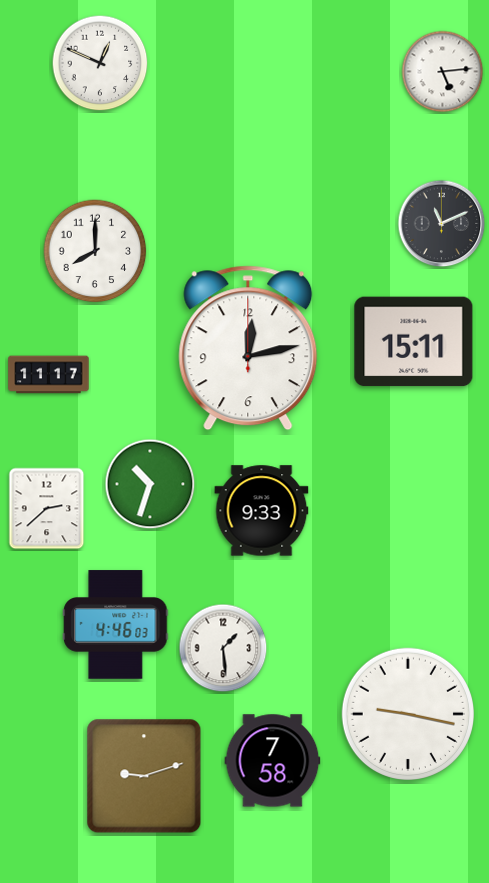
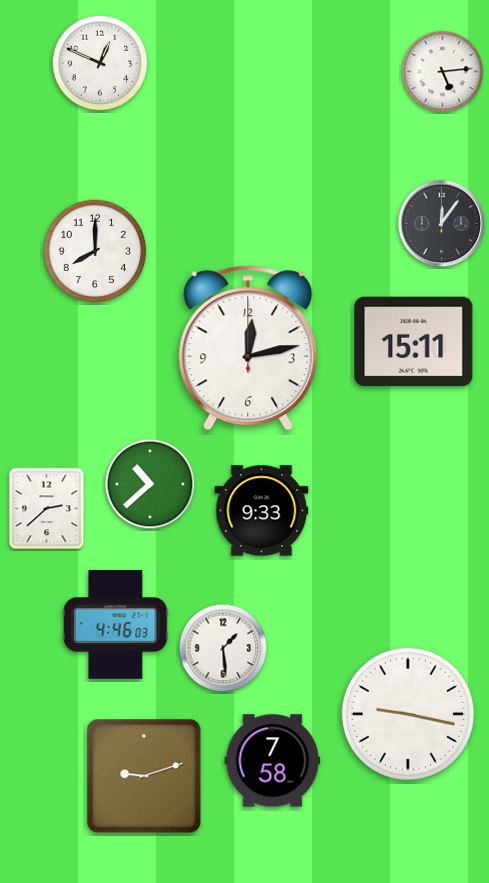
clock at (442, 224): 11:11 -> 12:06
clock at (49, 375): 11:17 -> none
clock at (150, 484): 10:33 -> 10:38
